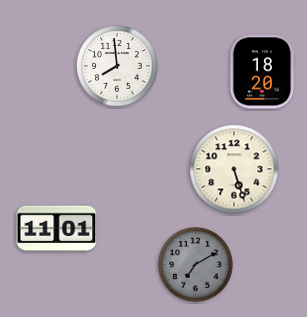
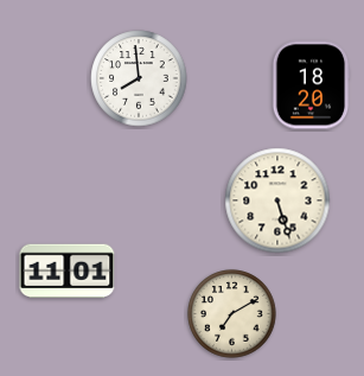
clock at (196, 265) dial: grey -> cream
